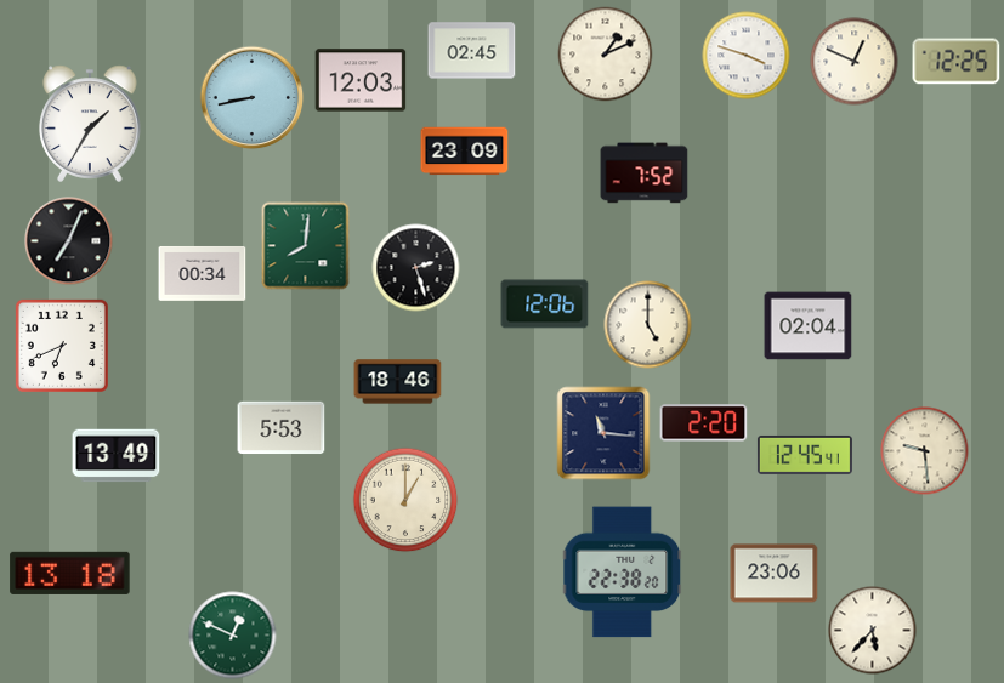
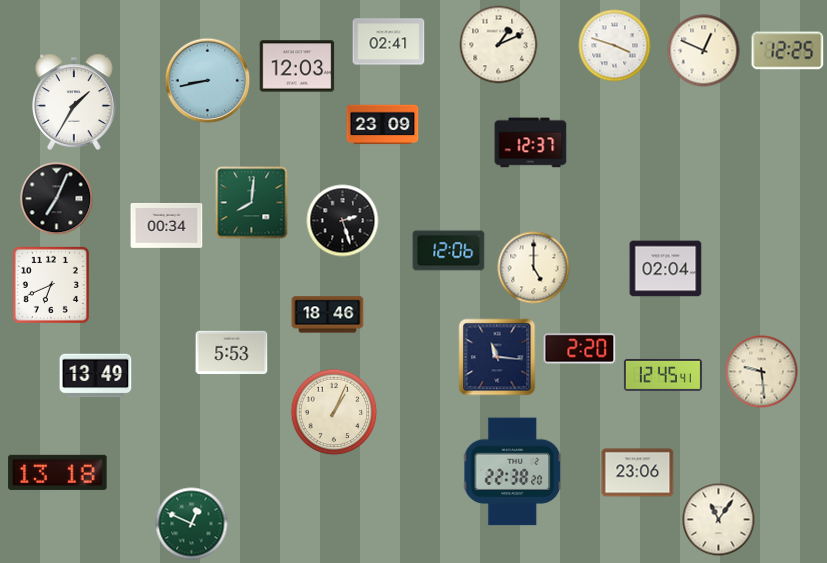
clock at (472, 51): 02:45 -> 02:41
clock at (645, 173): 7:52 -> 12:37
clock at (405, 500): 1:00 -> 1:04
clock at (873, 631): 5:37 -> 11:06
